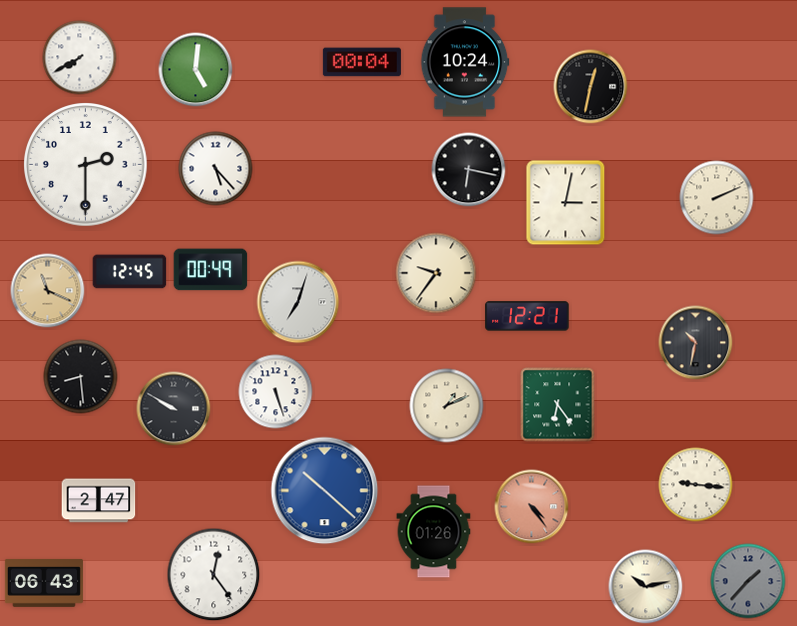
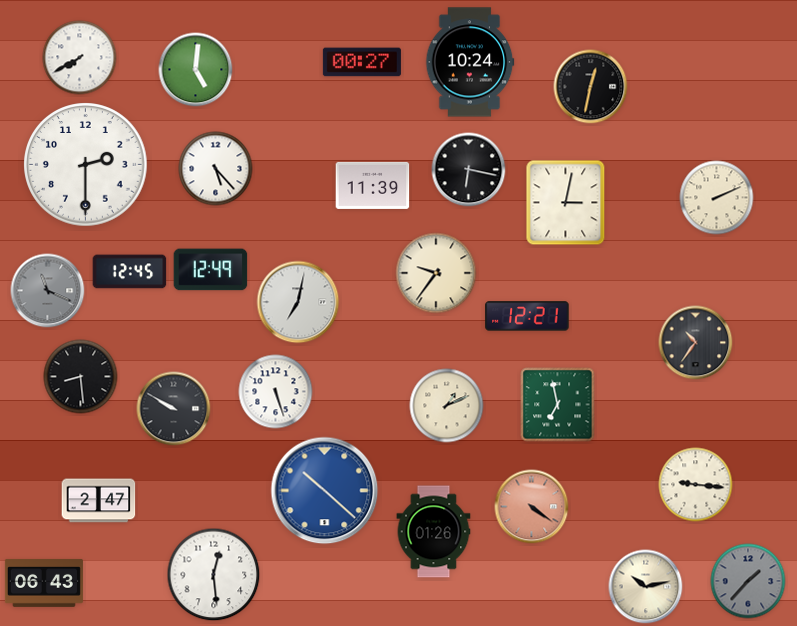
clock at (362, 62): 00:04 -> 00:27
clock at (465, 62) position: (465, 62) -> (470, 62)
clock at (373, 185): none -> 11:39
clock at (211, 270): 00:49 -> 12:49
clock at (48, 291) dial: champagne -> grey
clock at (298, 302): 7:03 -> 7:02
clock at (696, 343): 10:32 -> 10:36
clock at (558, 405): 6:24 -> 6:58
clock at (532, 507): 4:24 -> 4:21
clock at (214, 575): 12:24 -> 12:29
